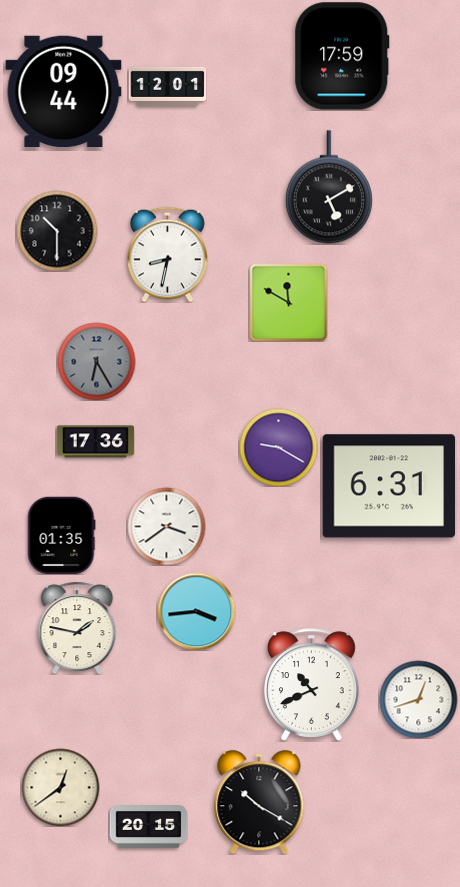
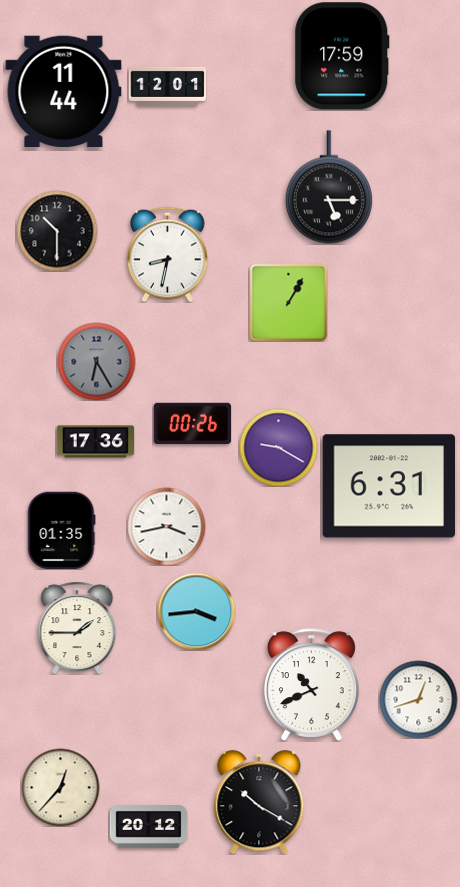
clock at (64, 91): 09:44 -> 11:44
clock at (329, 187): 5:10 -> 5:15
clock at (288, 302): 11:50 -> 1:05
clock at (192, 424): none -> 00:26
clock at (166, 526): 3:39 -> 3:43
clock at (62, 535) position: (62, 535) -> (62, 530)
clock at (77, 628): 1:47 -> 1:45
clock at (60, 787): 12:39 -> 12:37
clock at (148, 827): 20:15 -> 20:12
